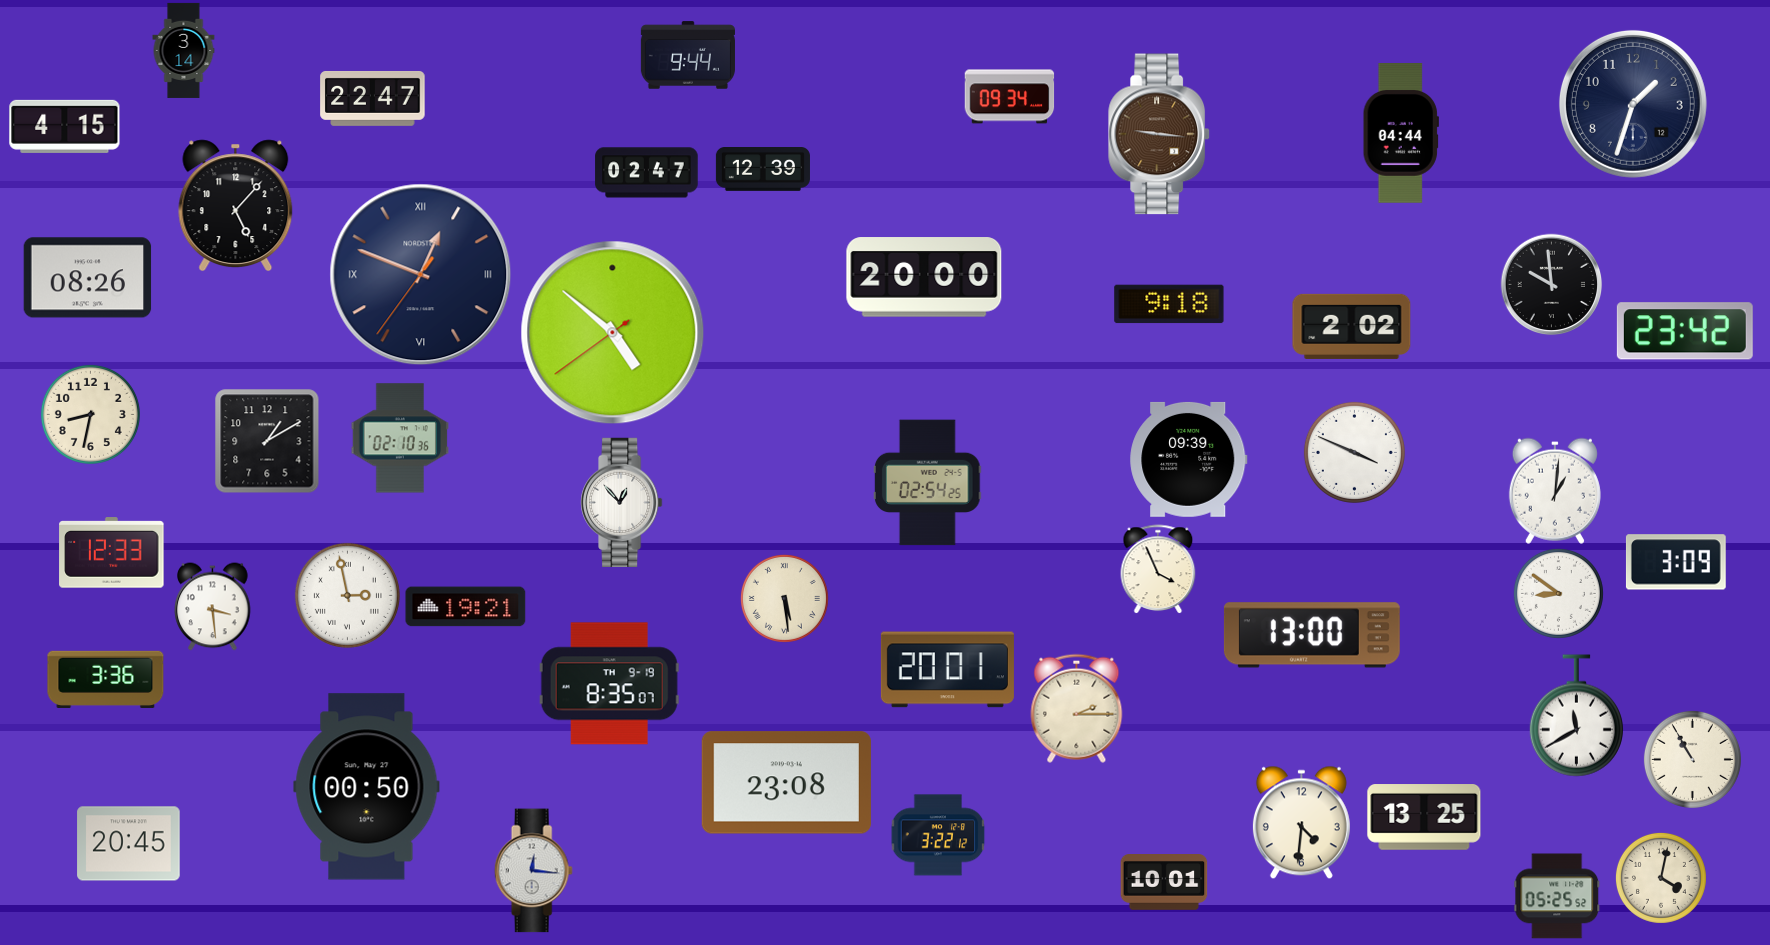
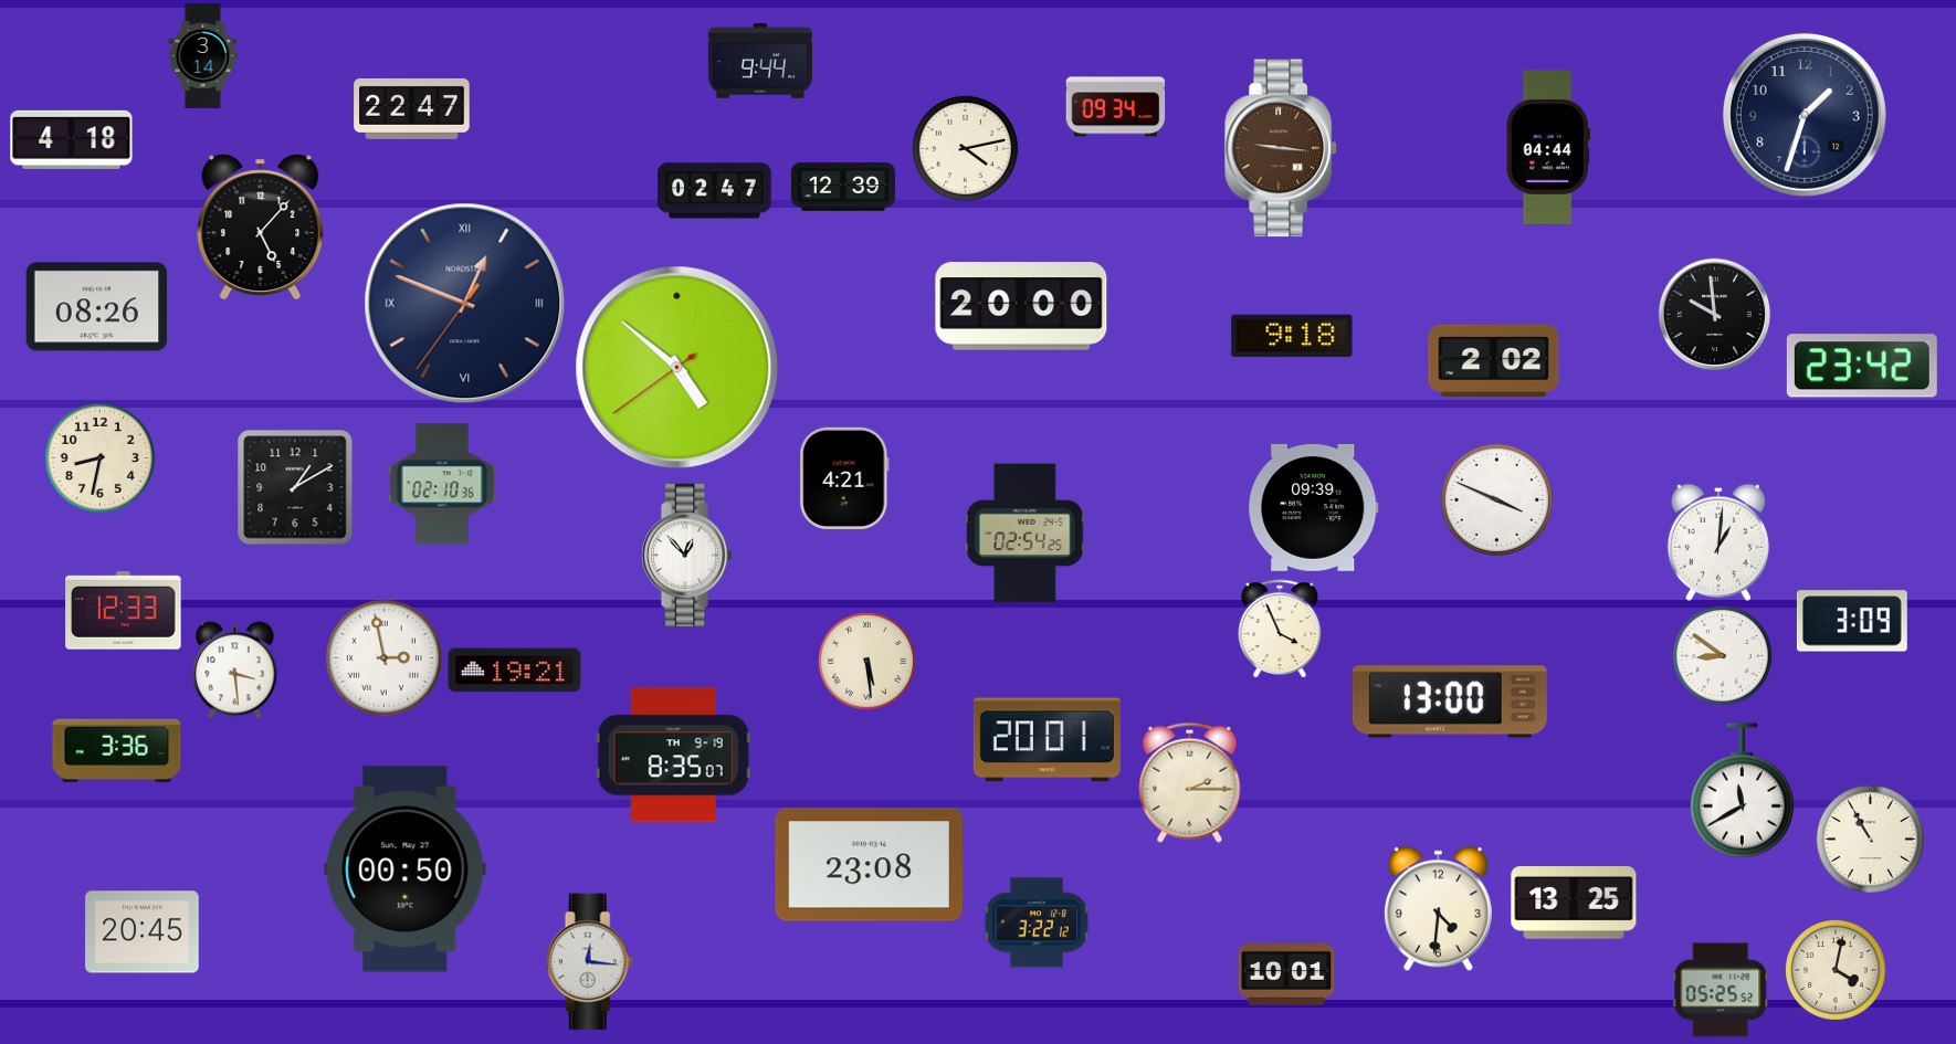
clock at (65, 126): 4:15 -> 4:18
clock at (965, 148): none -> 4:13
clock at (844, 478): none -> 4:21
